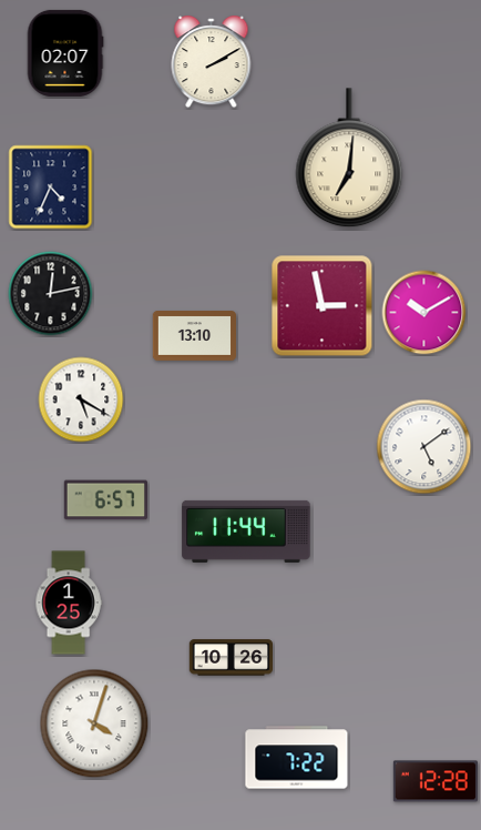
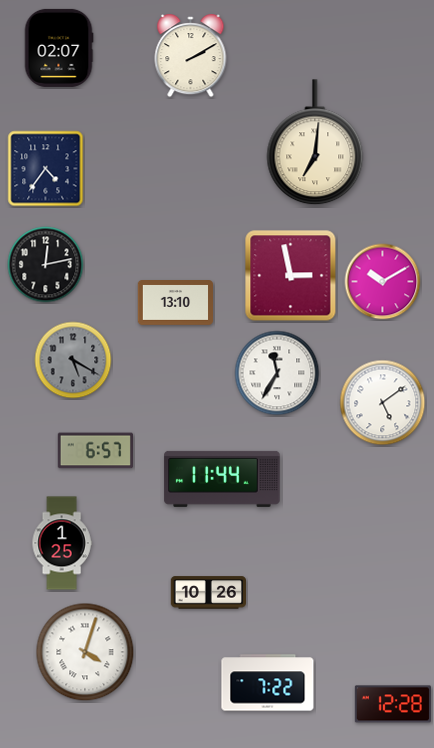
clock at (51, 188): 4:34 -> 4:36
clock at (81, 399) dial: white -> grey
clock at (277, 373): none -> 11:35
